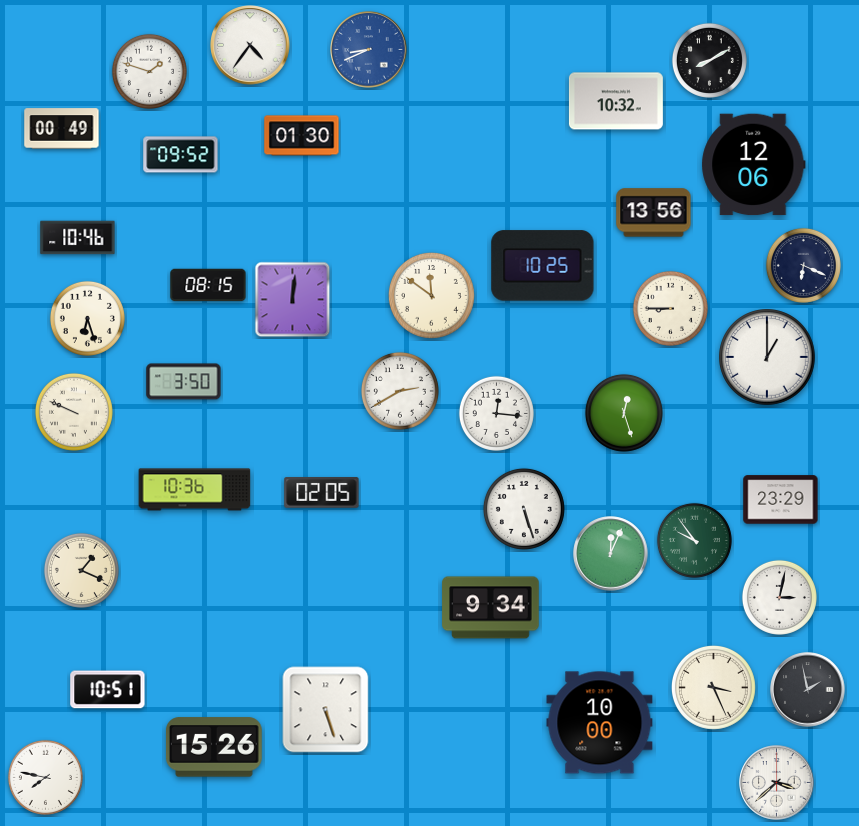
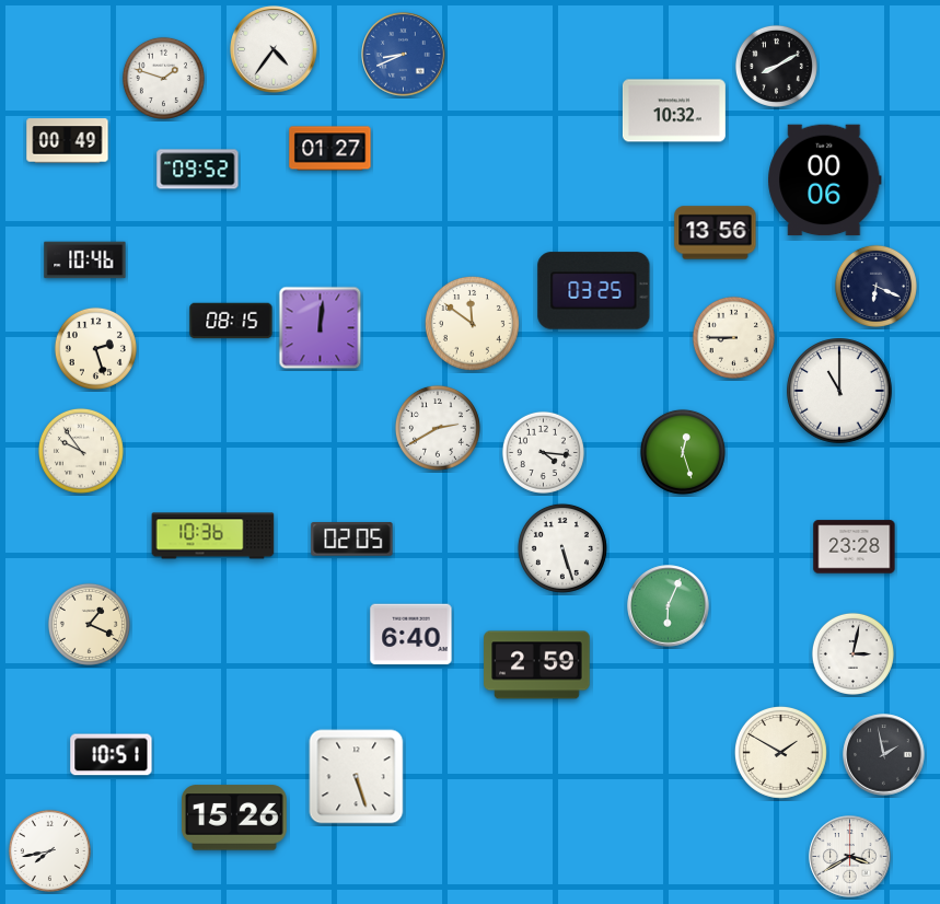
clock at (302, 136): 01:30 -> 01:27
clock at (754, 165): 12:06 -> 00:06
clock at (803, 265) position: (803, 265) -> (875, 286)
clock at (543, 266): 10:25 -> 03:25
clock at (208, 285) position: (208, 285) -> (231, 321)
clock at (87, 318): 6:27 -> 2:27
clock at (767, 357): 1:00 -> 11:00
clock at (184, 382): 3:50 -> none
clock at (74, 412): 9:49 -> 9:54
clock at (496, 413): 12:16 -> 4:16
clock at (781, 500): 23:29 -> 23:28
clock at (524, 509) position: (524, 509) -> (562, 548)
clock at (694, 540): 9:54 -> none
clock at (611, 554): 12:04 -> 6:04
clock at (411, 635): none -> 6:40
clock at (491, 608): 9:34 -> 2:59
clock at (713, 687): 3:26 -> 1:50
clock at (108, 690) position: (108, 690) -> (112, 755)
clock at (600, 723): 10:00 -> none
clock at (45, 777): 7:47 -> 7:43
clock at (777, 783): 3:38 -> 3:40
